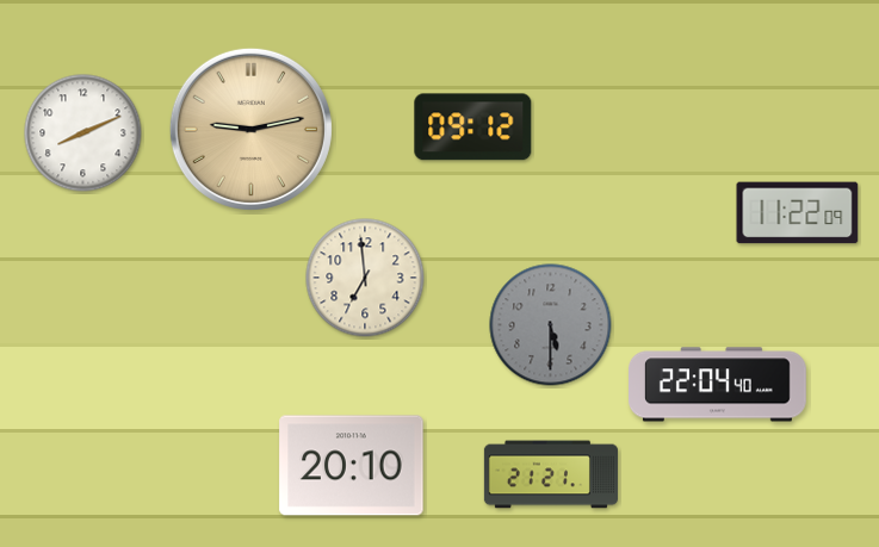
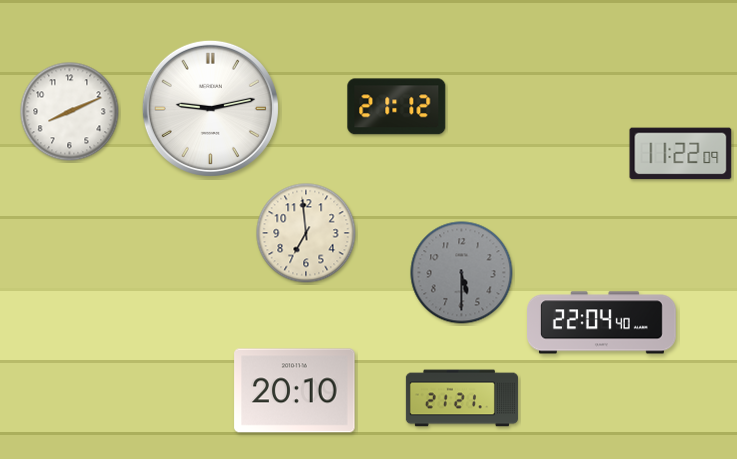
clock at (473, 128): 09:12 -> 21:12
clock at (250, 129) dial: champagne -> white
clock at (798, 213) position: (798, 213) -> (681, 154)
